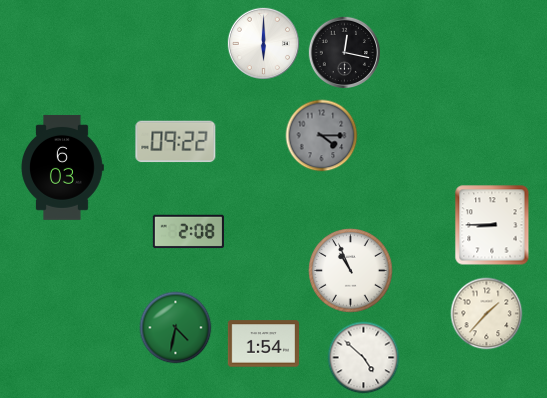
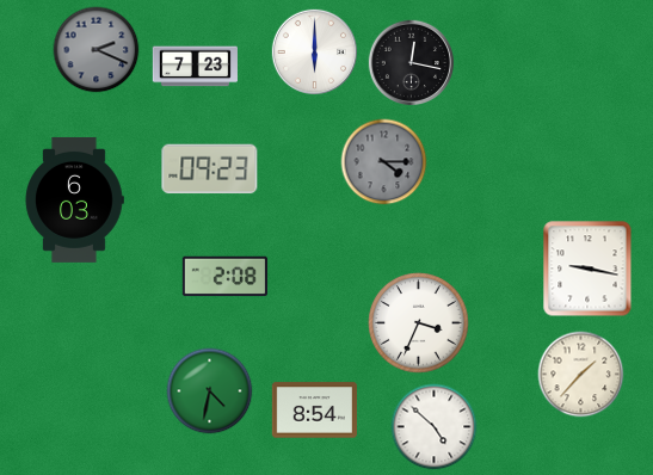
clock at (97, 50): none -> 2:19
clock at (195, 67): none -> 7:23
clock at (176, 142): 09:22 -> 09:23
clock at (492, 225): 8:45 -> 9:17
clock at (351, 271): 10:56 -> 3:34
clock at (263, 344): 1:54 -> 8:54
